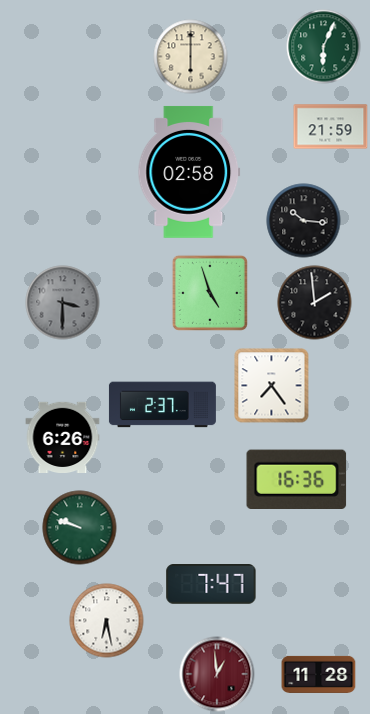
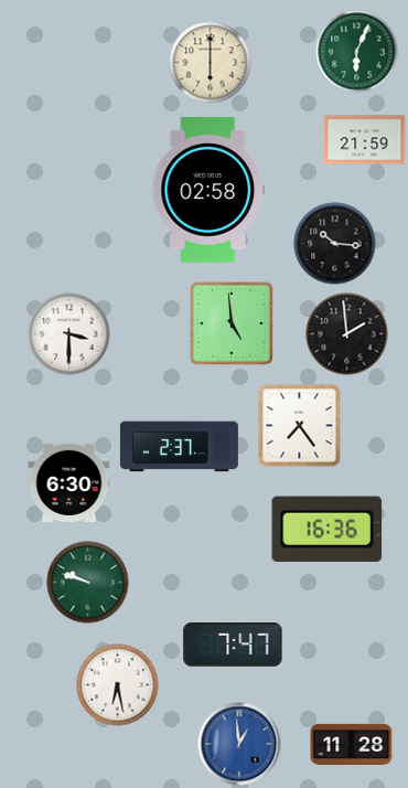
clock at (210, 293): 4:57 -> 4:59
clock at (63, 303) dial: grey -> white
clock at (63, 437): 6:26 -> 6:30
clock at (217, 674) dial: burgundy -> blue
